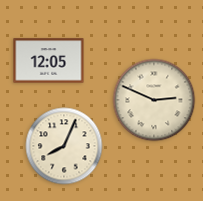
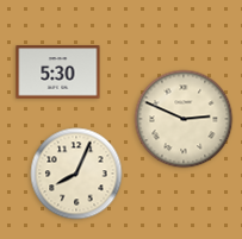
clock at (49, 61): 12:05 -> 5:30
